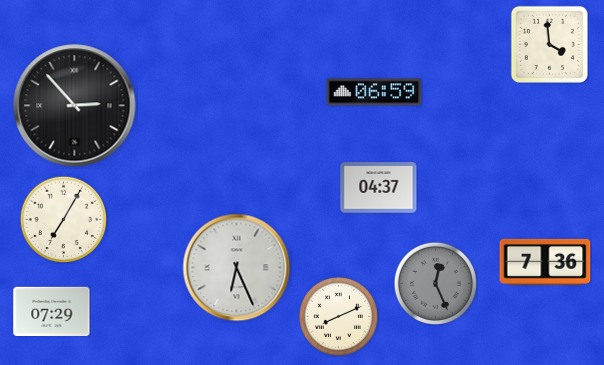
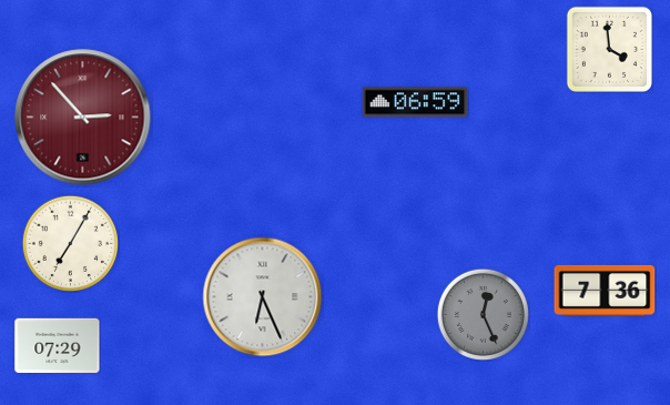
clock at (75, 106) dial: black -> burgundy
clock at (379, 188): 04:37 -> none
clock at (338, 316): 8:11 -> none
